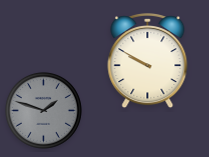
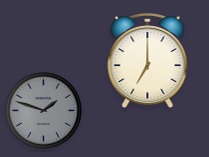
clock at (148, 62): 9:50 -> 7:00
